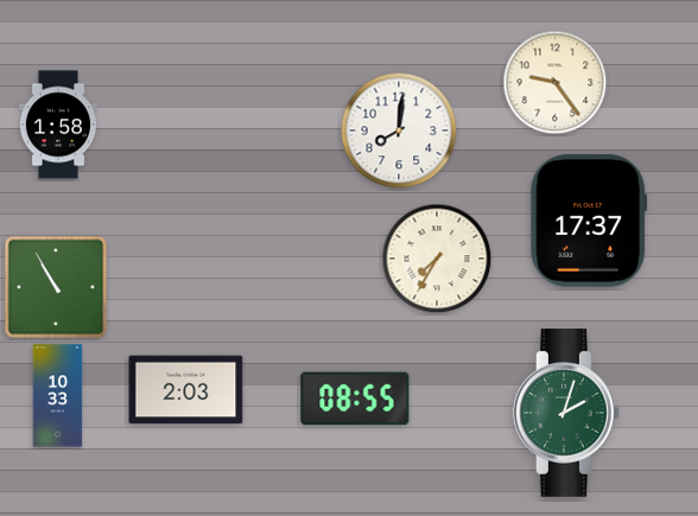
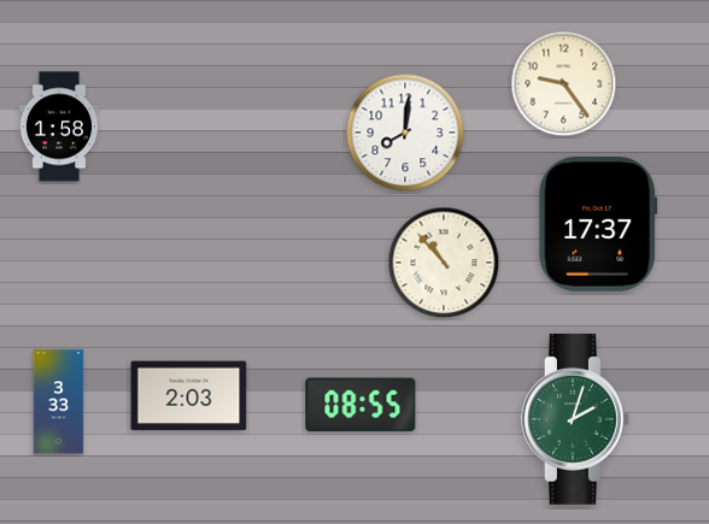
clock at (437, 259): 7:35 -> 10:53
clock at (56, 287): 10:55 -> none
clock at (58, 396): 10:33 -> 3:33
